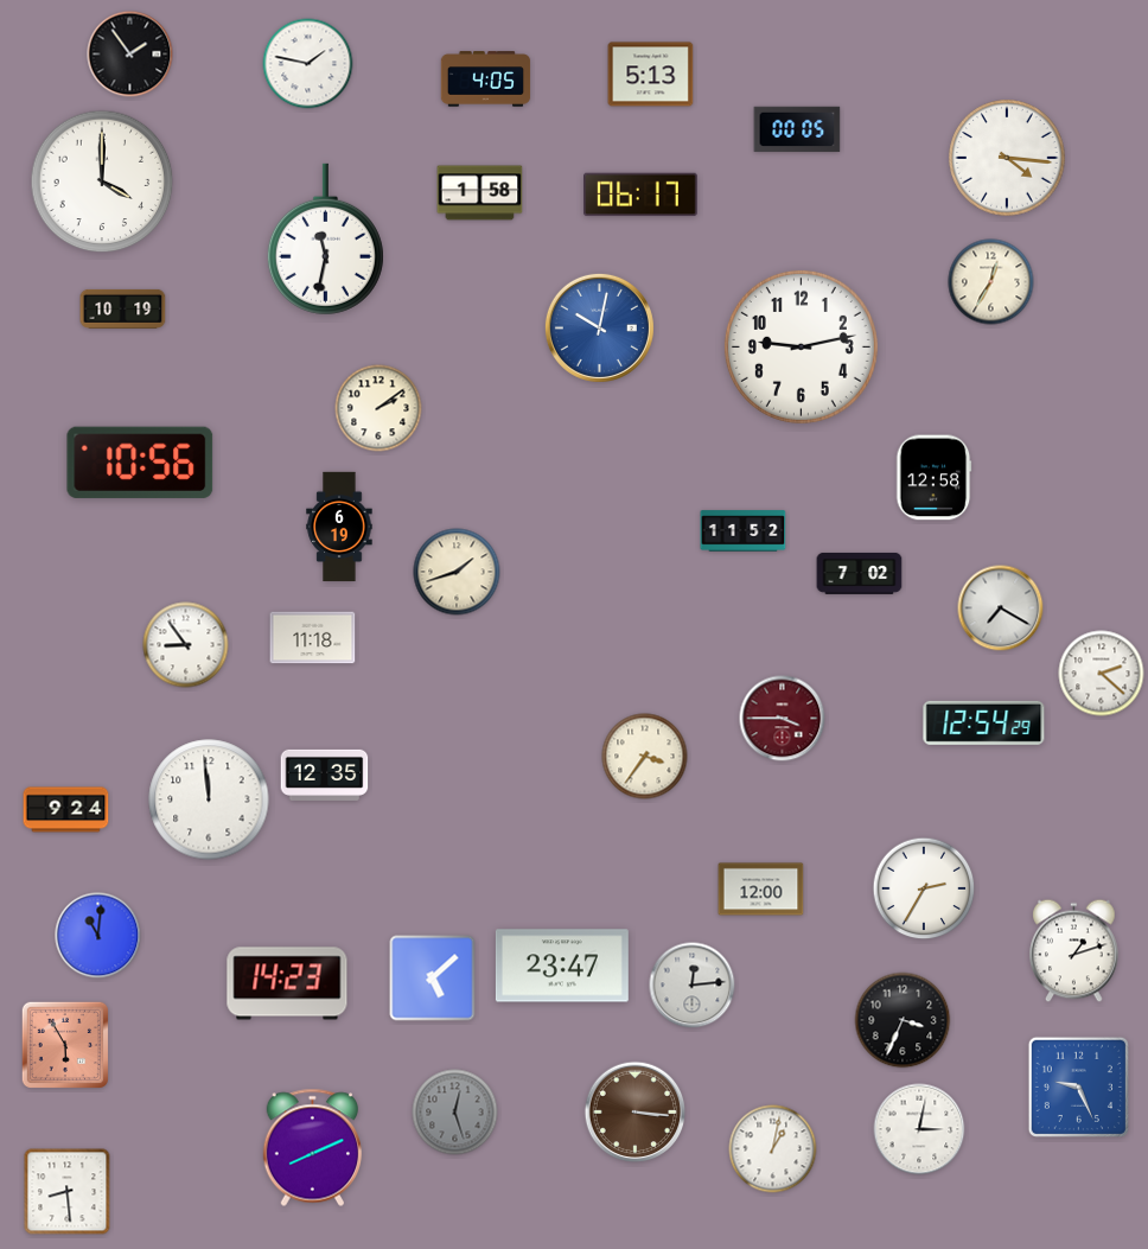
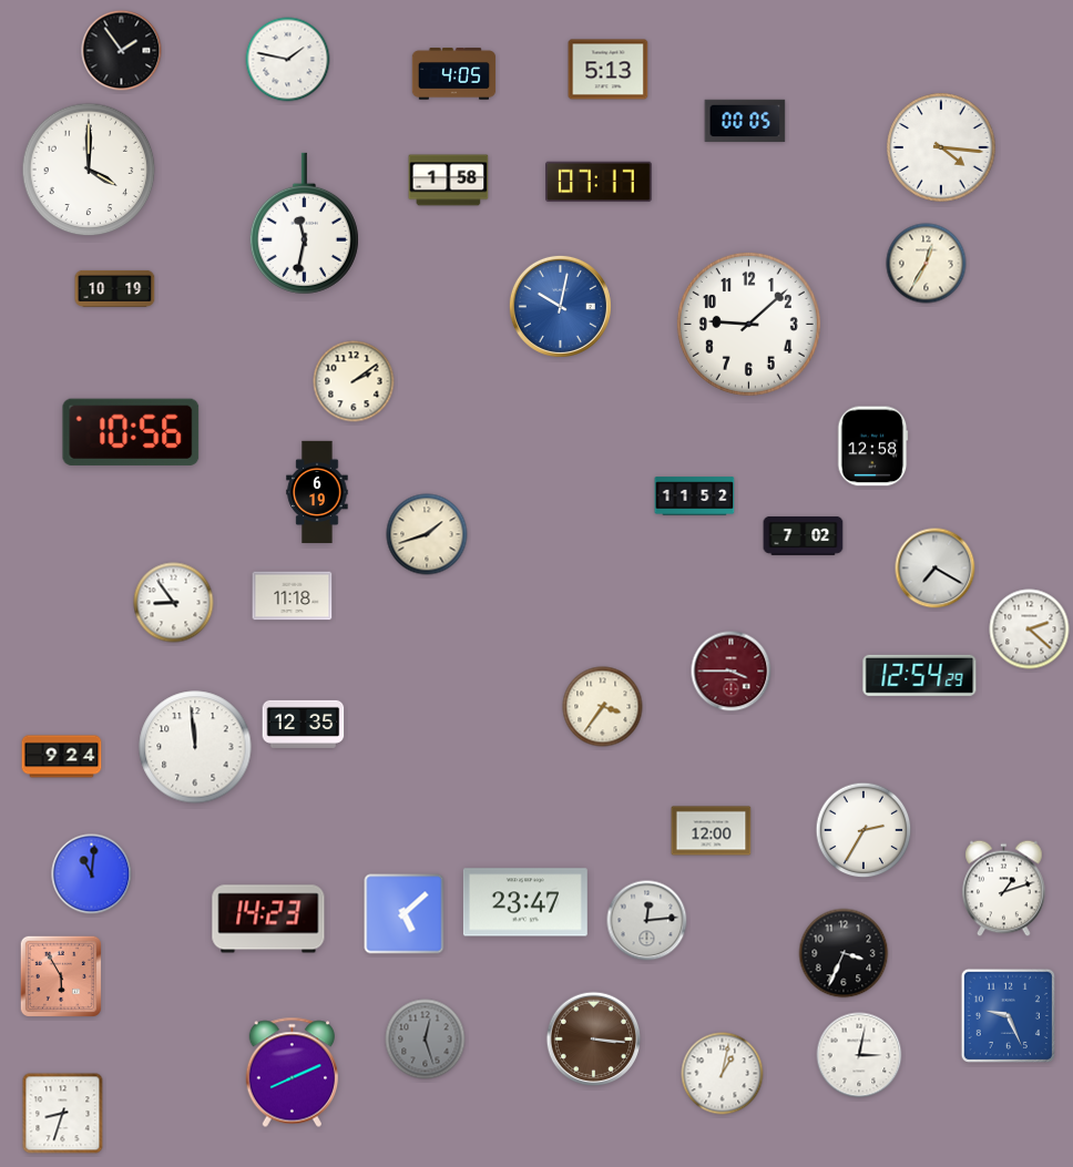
clock at (102, 181) position: (102, 181) -> (89, 170)
clock at (642, 195): 06:17 -> 07:17
clock at (801, 346): 9:13 -> 9:08
clock at (68, 1192): 8:29 -> 8:33
